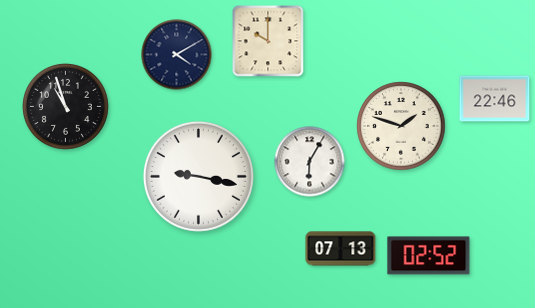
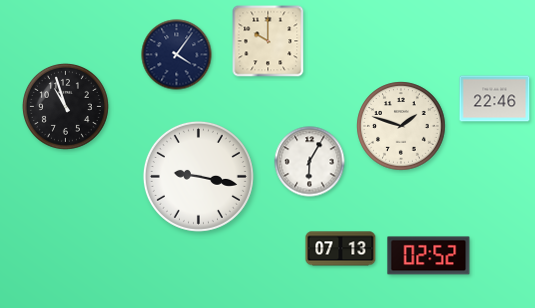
clock at (177, 55): 4:10 -> 4:06
